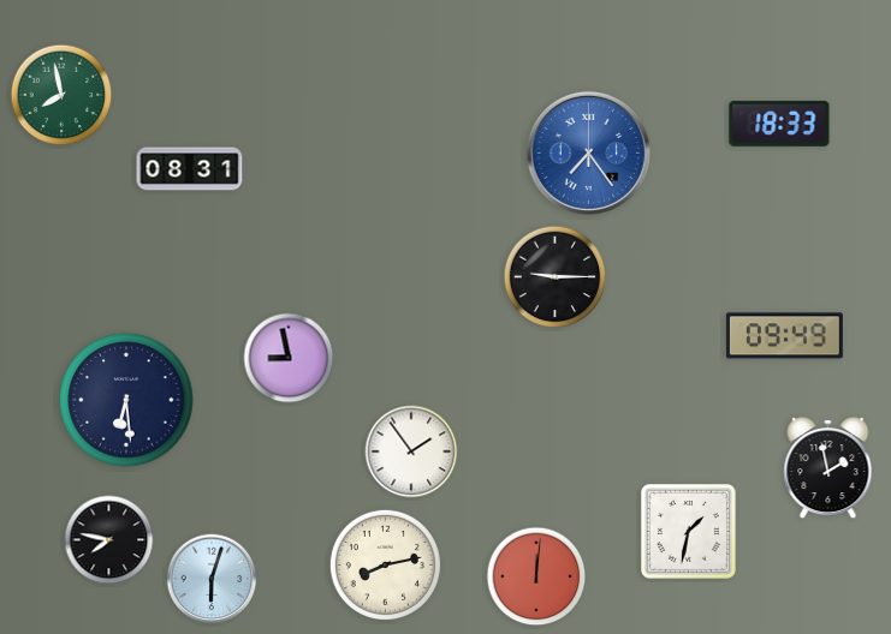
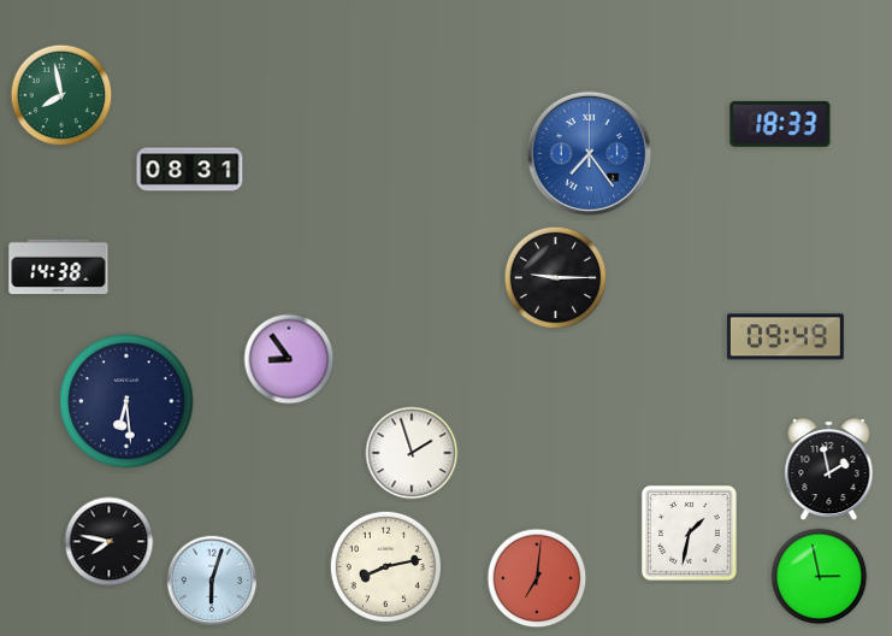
clock at (59, 267): none -> 14:38
clock at (289, 358): 8:58 -> 8:54
clock at (411, 451): 1:54 -> 1:57
clock at (820, 577): none -> 2:58
clock at (536, 576): 12:01 -> 7:01
